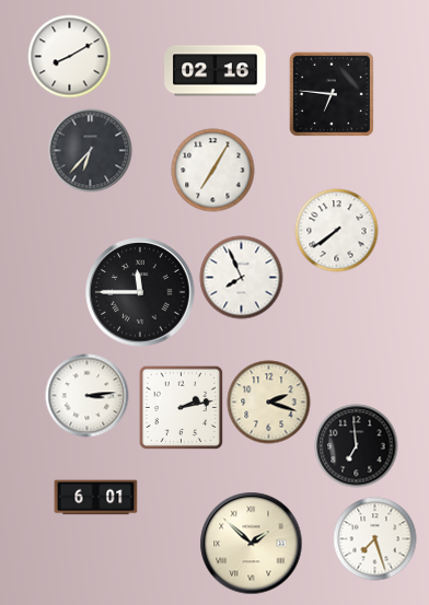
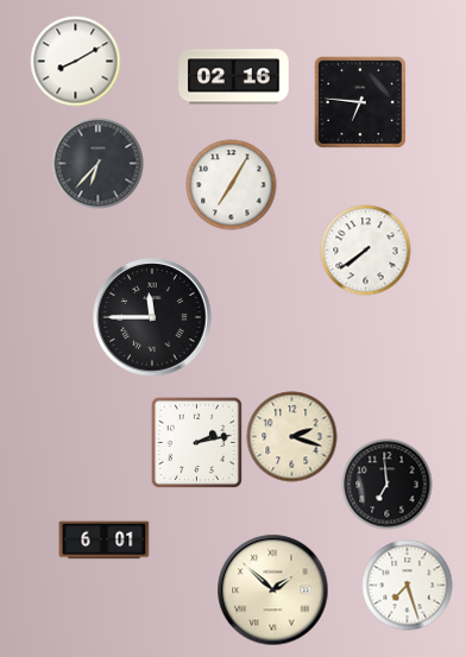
clock at (242, 278): 7:56 -> none
clock at (88, 396): 3:14 -> none
